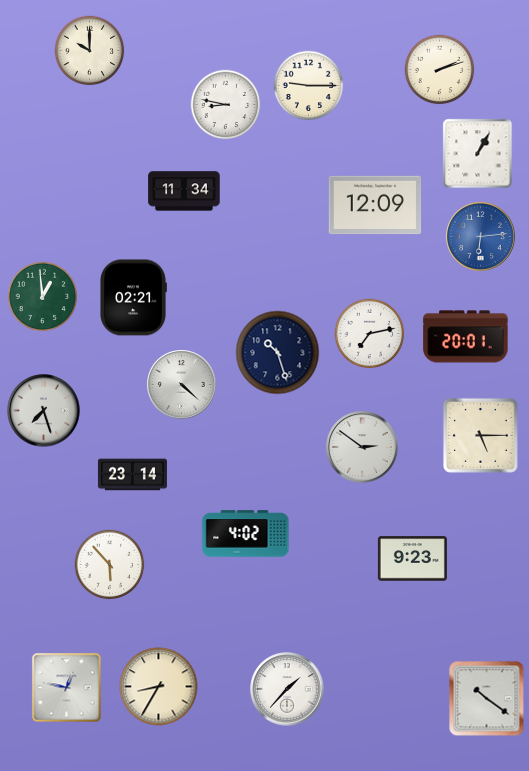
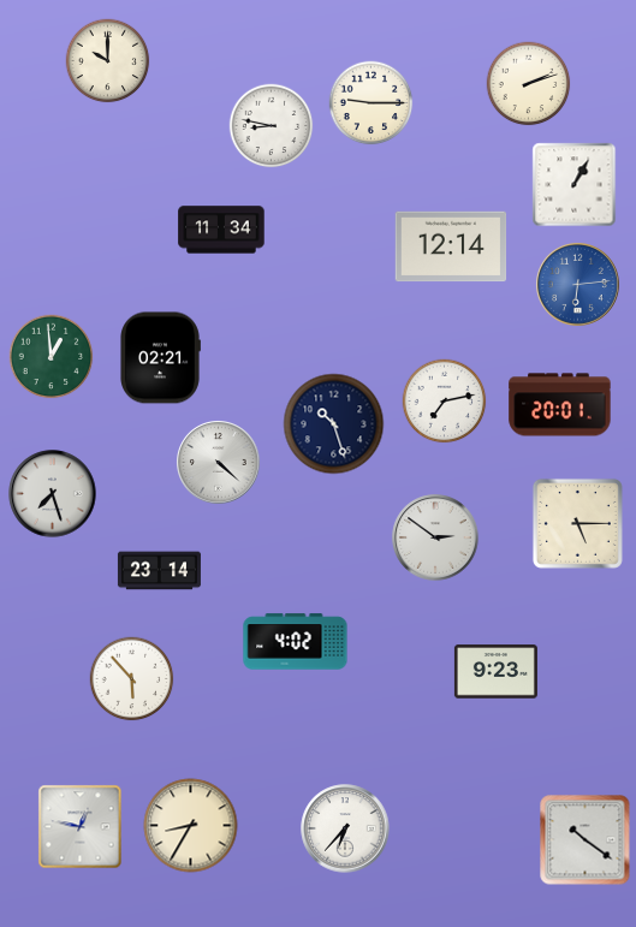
clock at (375, 205): 12:09 -> 12:14
clock at (287, 689): 1:37 -> 6:37
